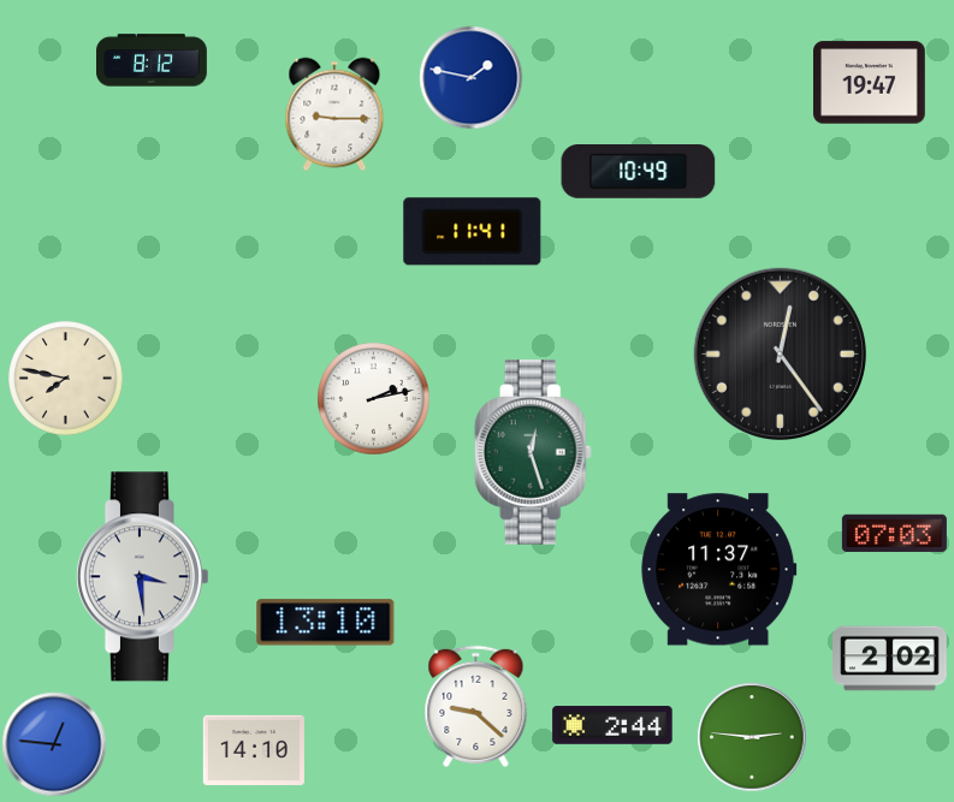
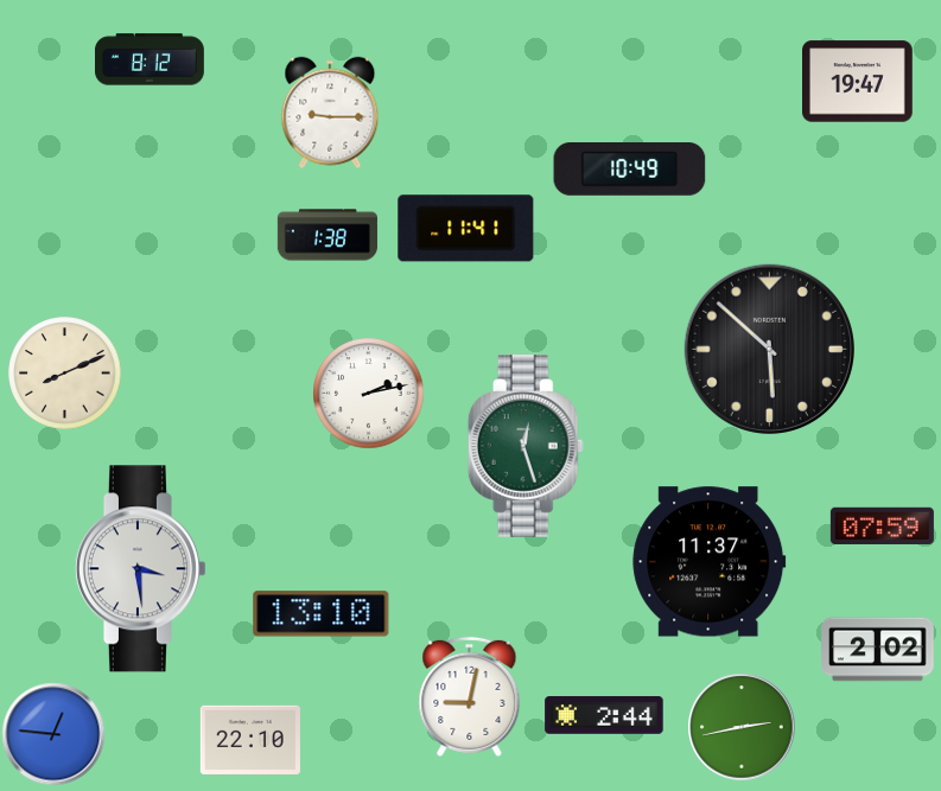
clock at (470, 77): 1:47 -> none
clock at (328, 235): none -> 1:38
clock at (780, 354): 12:24 -> 5:52
clock at (65, 378): 7:47 -> 8:11
clock at (894, 533): 07:03 -> 07:59
clock at (476, 706): 9:22 -> 9:02
clock at (752, 737): 2:46 -> 2:43
clock at (254, 750): 14:10 -> 22:10
